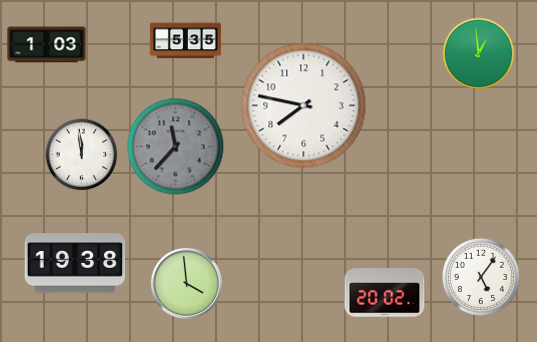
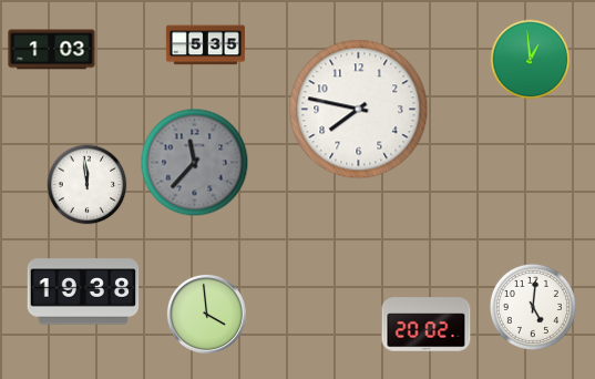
clock at (304, 106) position: (304, 106) -> (359, 110)
clock at (82, 155) position: (82, 155) -> (88, 185)
clock at (481, 277): 5:06 -> 5:01
